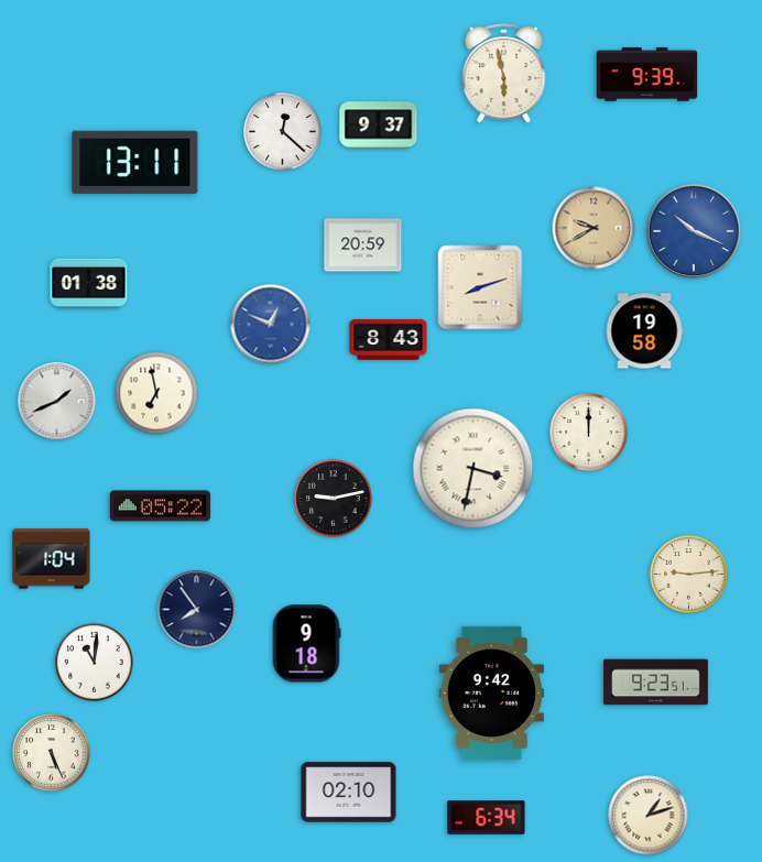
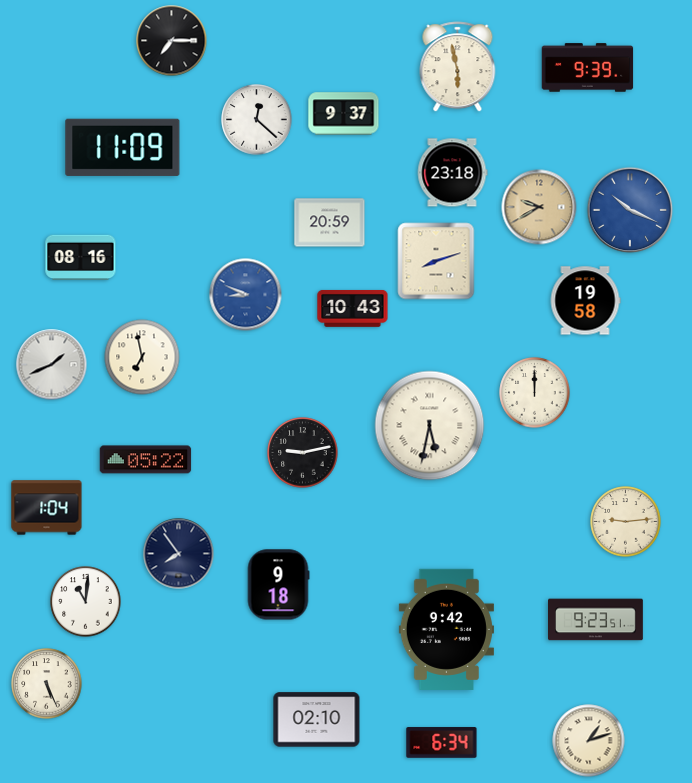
clock at (172, 41): none -> 7:15
clock at (135, 162): 13:11 -> 11:09
clock at (452, 173): none -> 23:18
clock at (89, 284): 01:38 -> 08:16
clock at (271, 325): 12:49 -> 8:49
clock at (389, 340): 8:43 -> 10:43
clock at (473, 469): 3:32 -> 5:32
